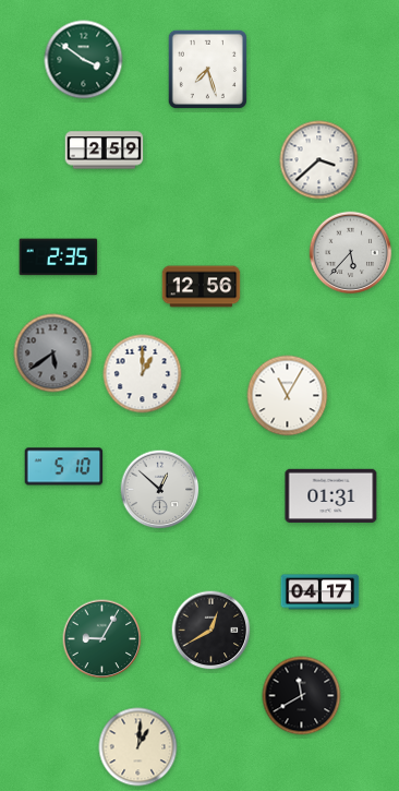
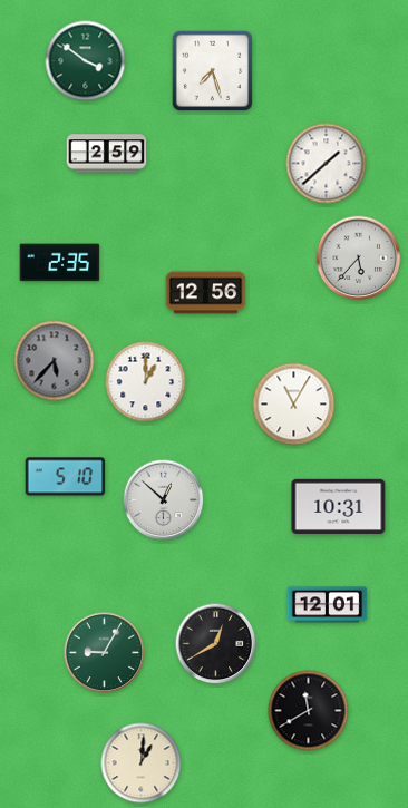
clock at (319, 160): 3:38 -> 1:38
clock at (53, 353): 5:39 -> 5:37
clock at (331, 496): 01:31 -> 10:31
clock at (321, 592): 04:17 -> 12:01
